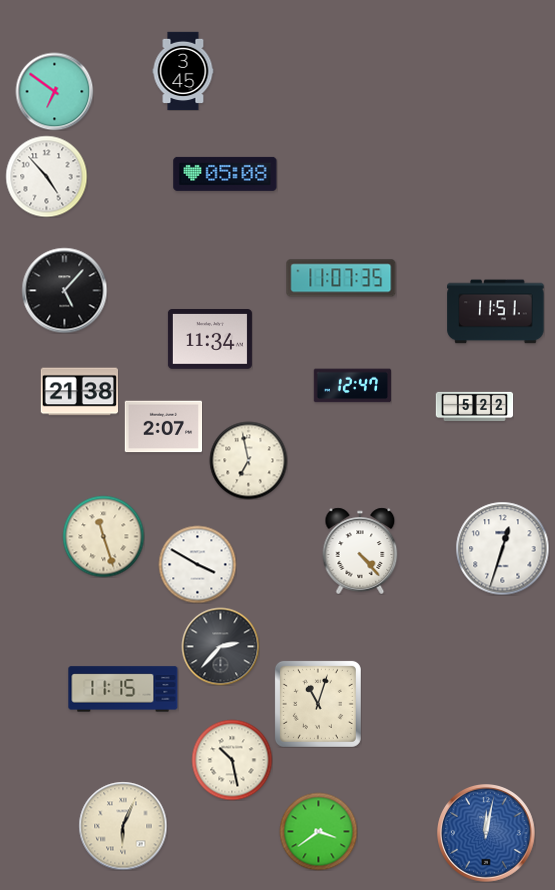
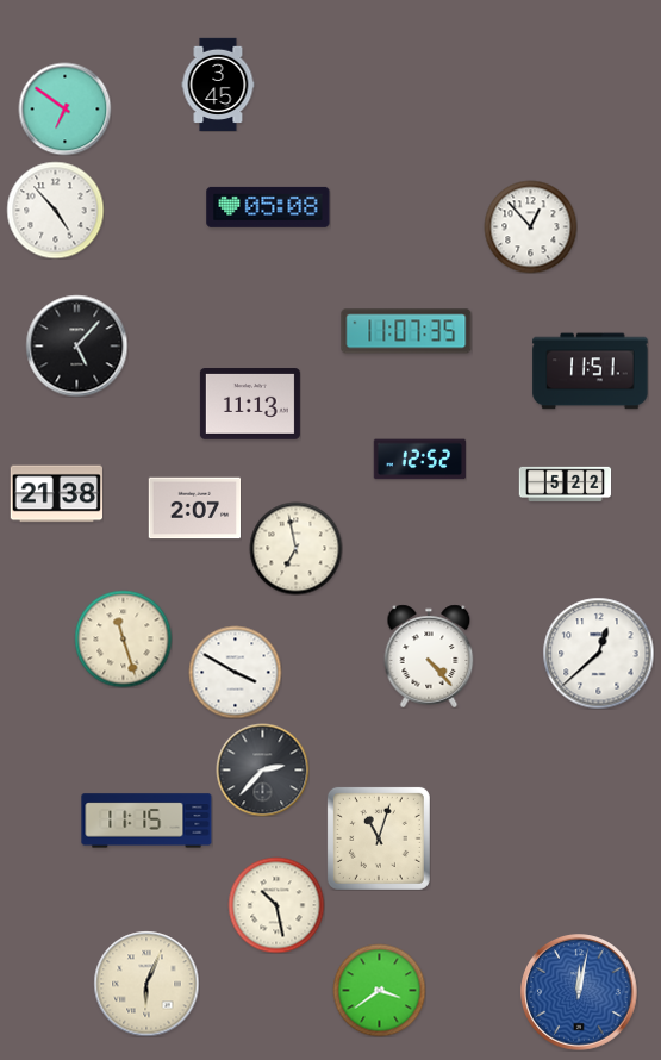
clock at (530, 226): none -> 12:53
clock at (210, 340): 11:34 -> 11:13
clock at (352, 386): 12:47 -> 12:52
clock at (79, 392) position: (79, 392) -> (56, 494)
clock at (502, 548): 12:33 -> 12:38
